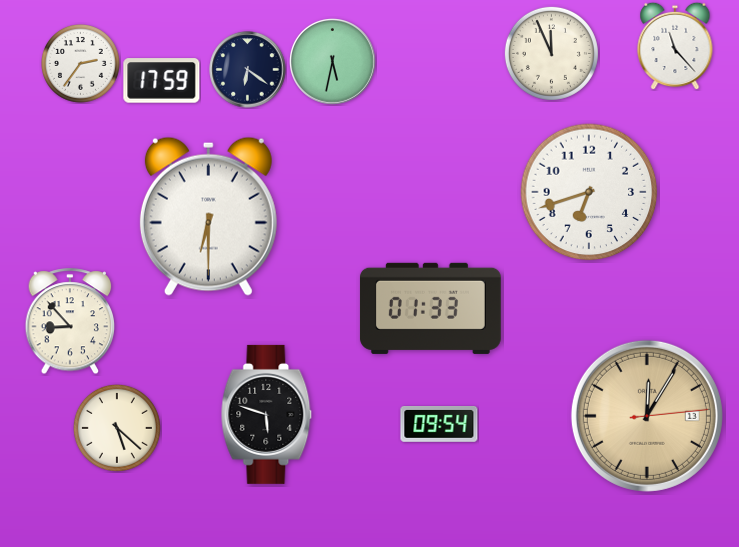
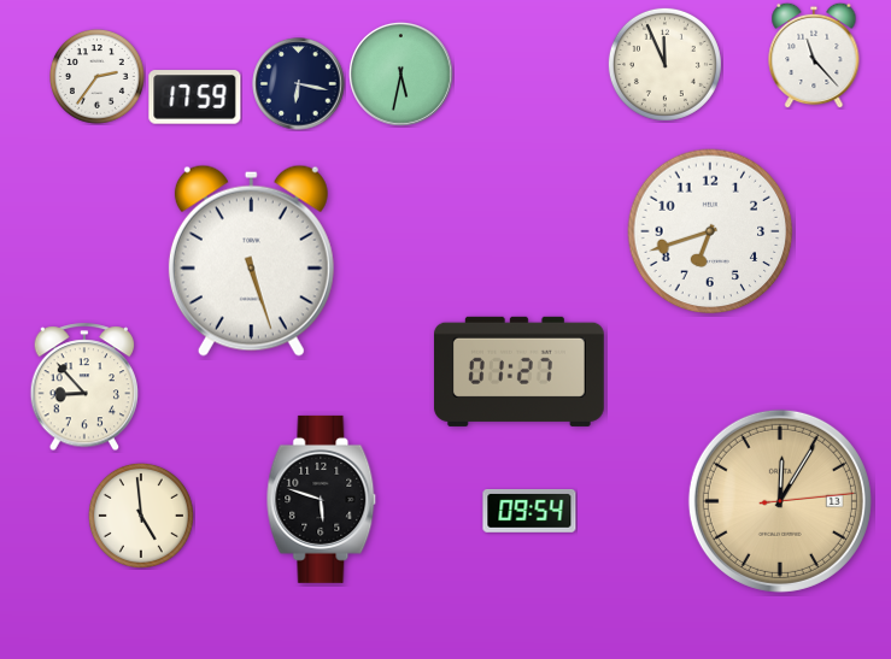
clock at (248, 70): 6:21 -> 6:17
clock at (208, 216): 6:30 -> 5:27
clock at (430, 308): 01:33 -> 01:27
clock at (117, 428): 5:22 -> 4:59
